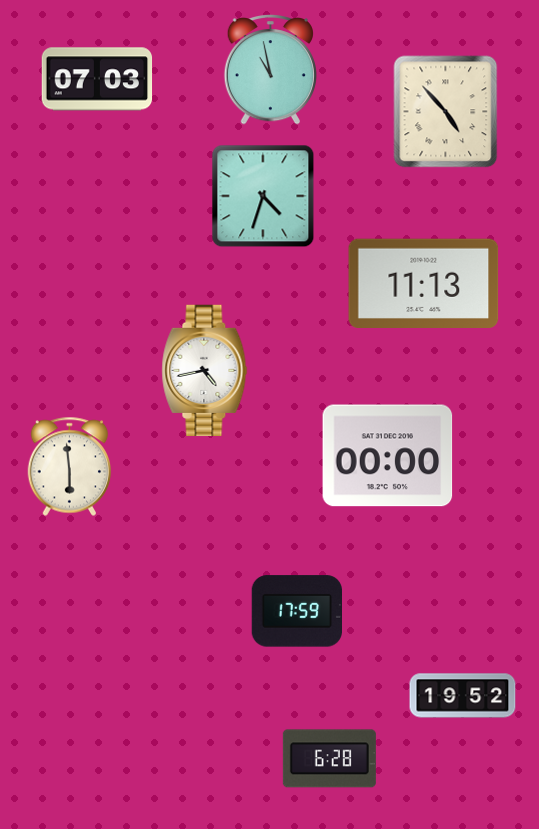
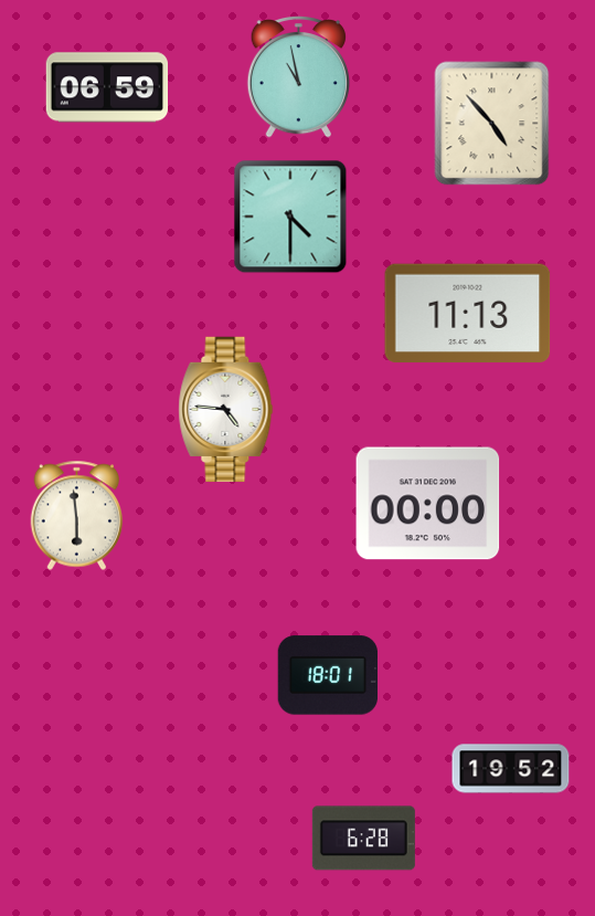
clock at (97, 79): 07:03 -> 06:59
clock at (263, 196): 4:33 -> 4:30
clock at (205, 371): 4:43 -> 4:46
clock at (296, 611): 17:59 -> 18:01
